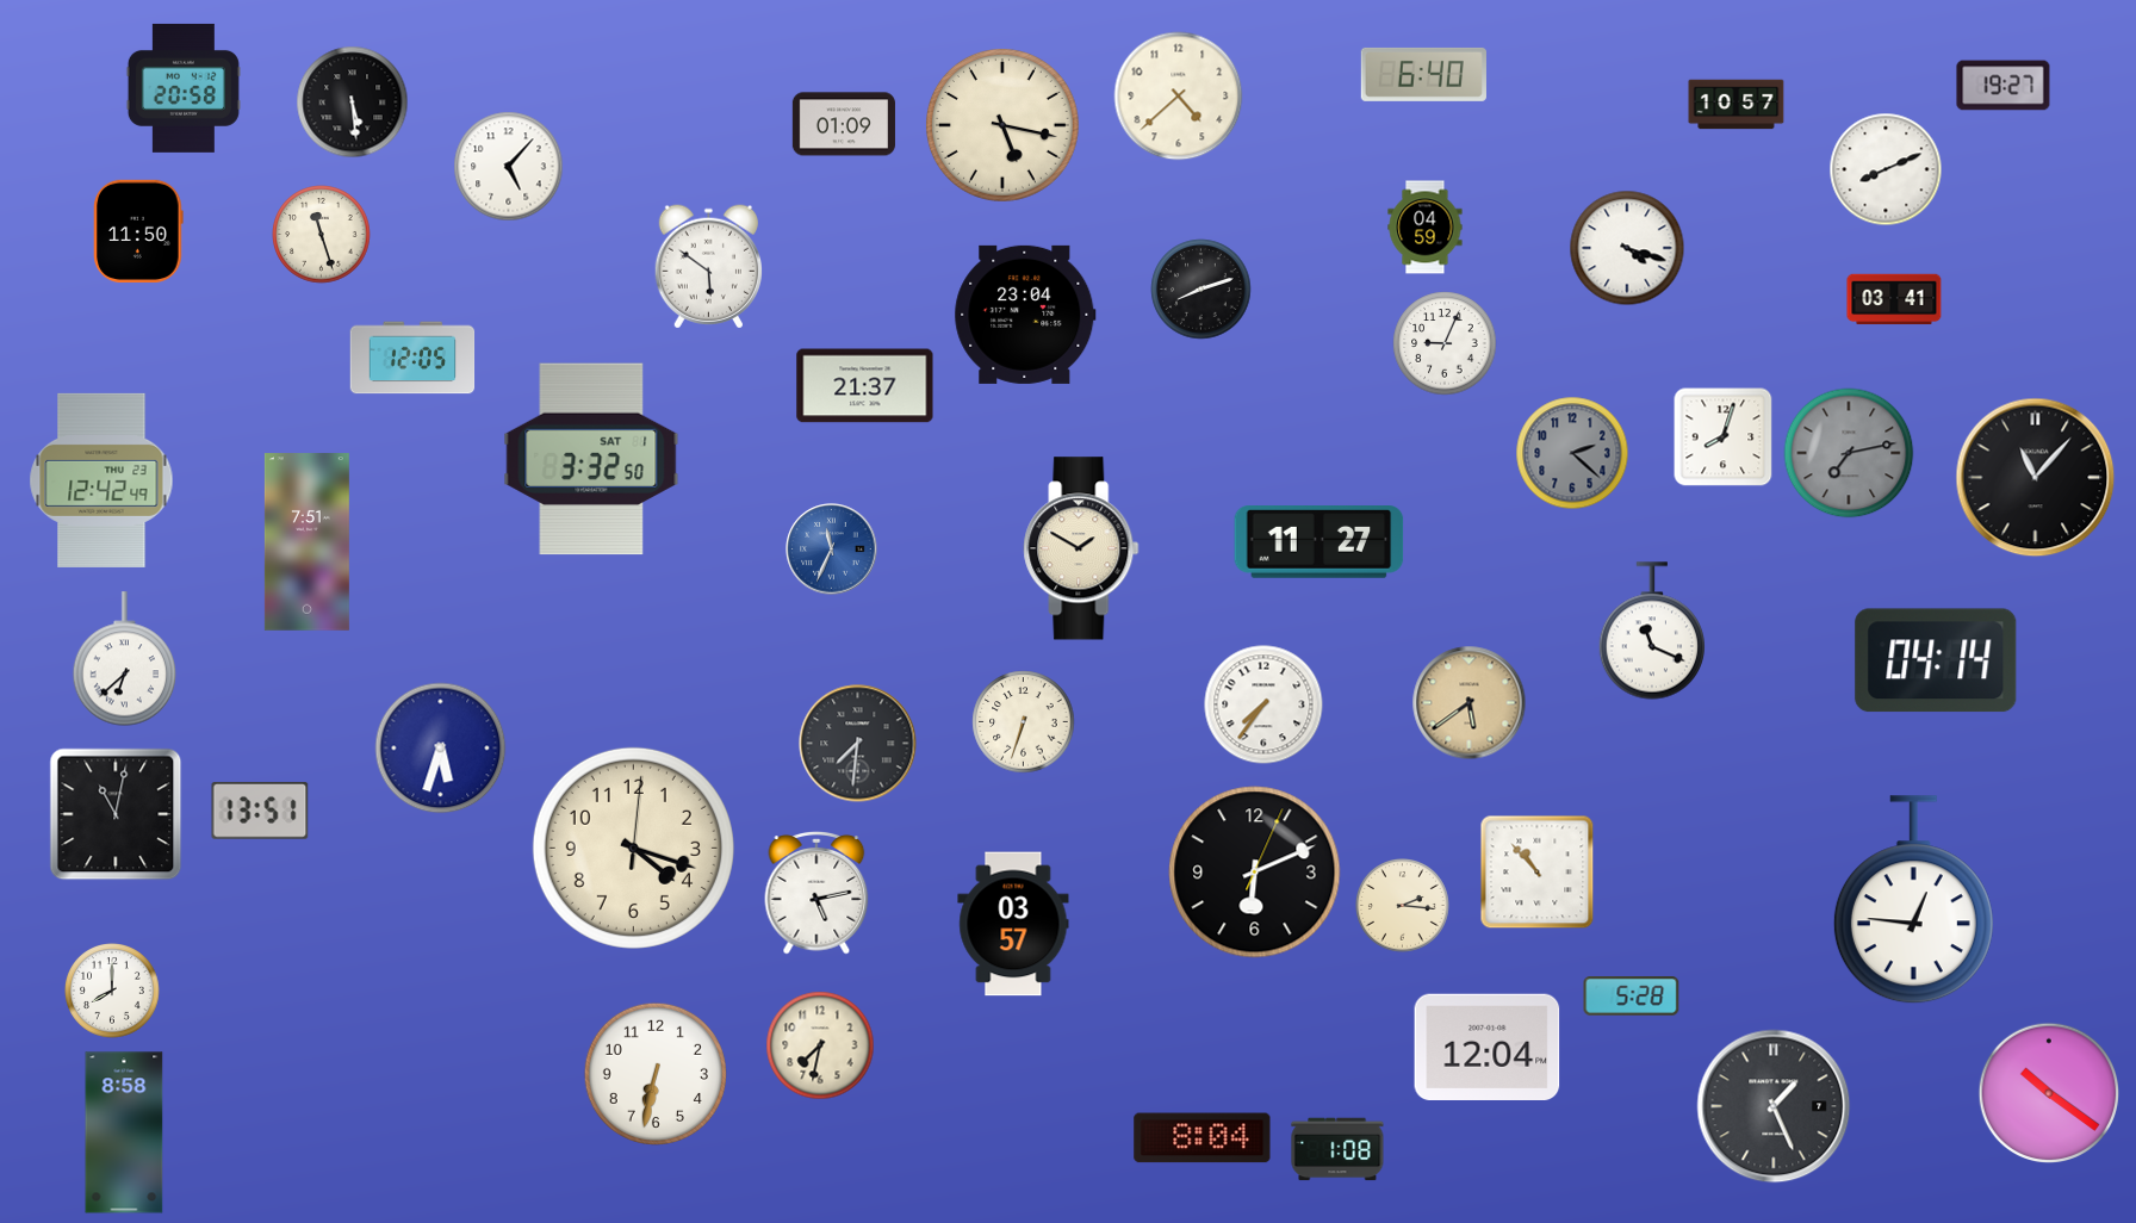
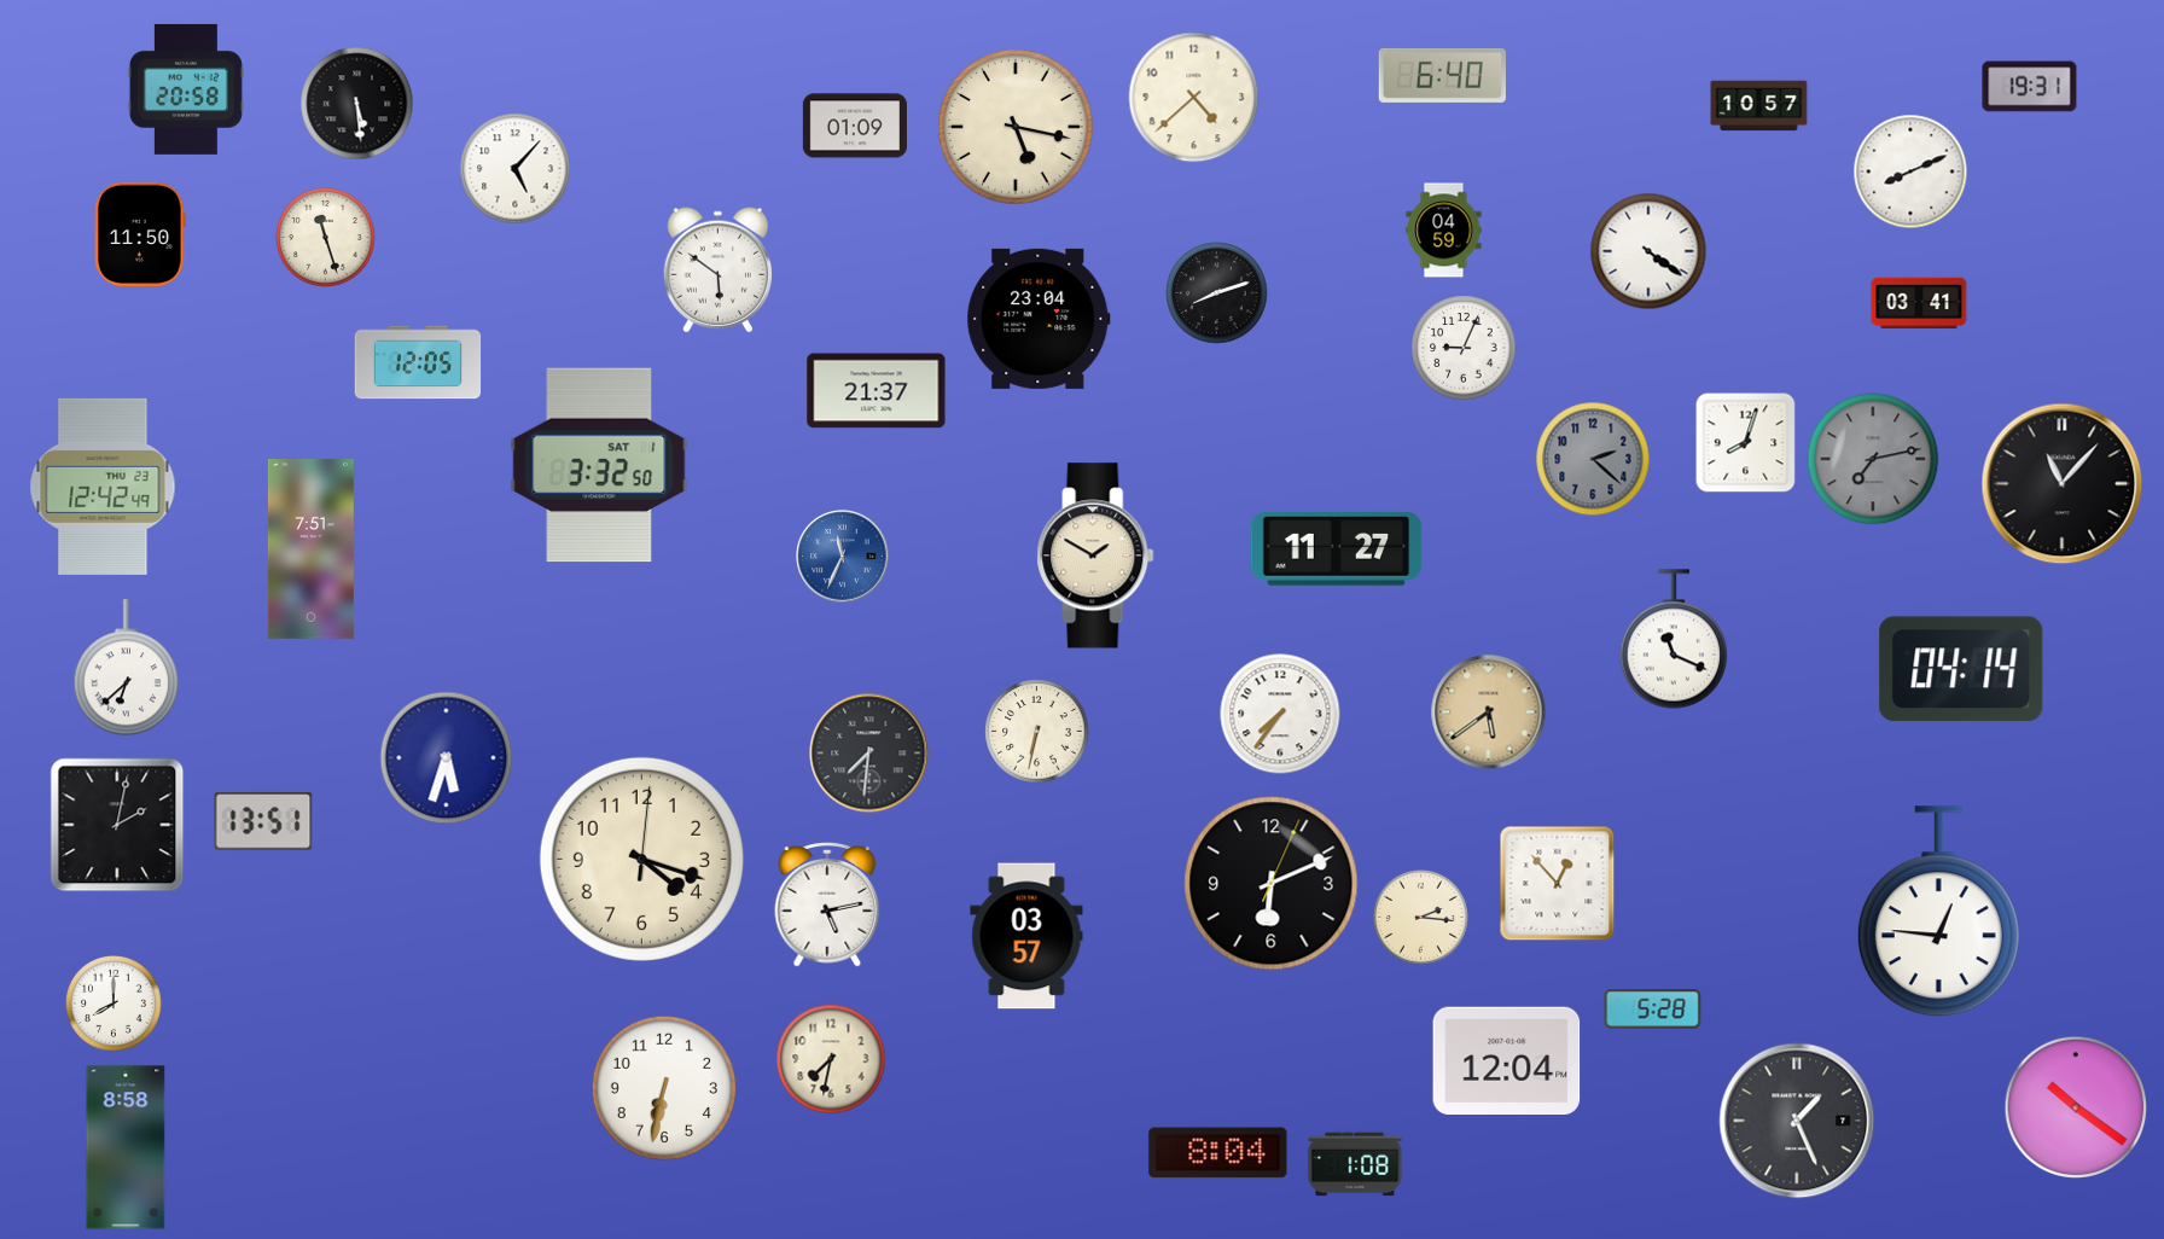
clock at (2004, 86): 19:27 -> 19:31
clock at (1627, 248): 4:18 -> 4:21
clock at (1024, 722): 6:33 -> 6:32
clock at (116, 814): 11:02 -> 2:02
clock at (1538, 873): 10:53 -> 12:53
